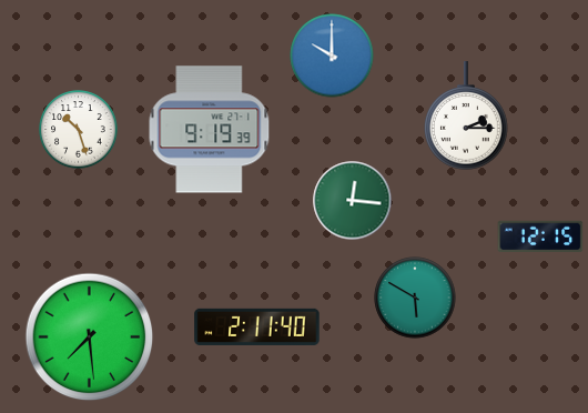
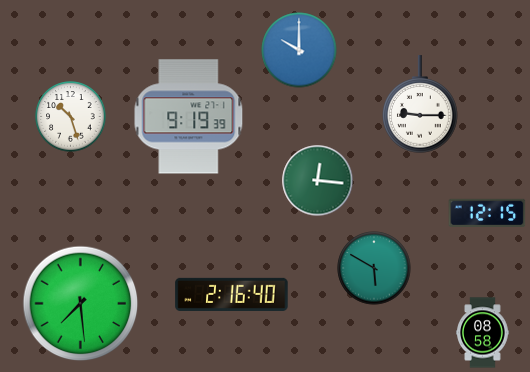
clock at (466, 115): 2:15 -> 9:15
clock at (257, 326): 2:11 -> 2:16
clock at (483, 333): none -> 08:58
